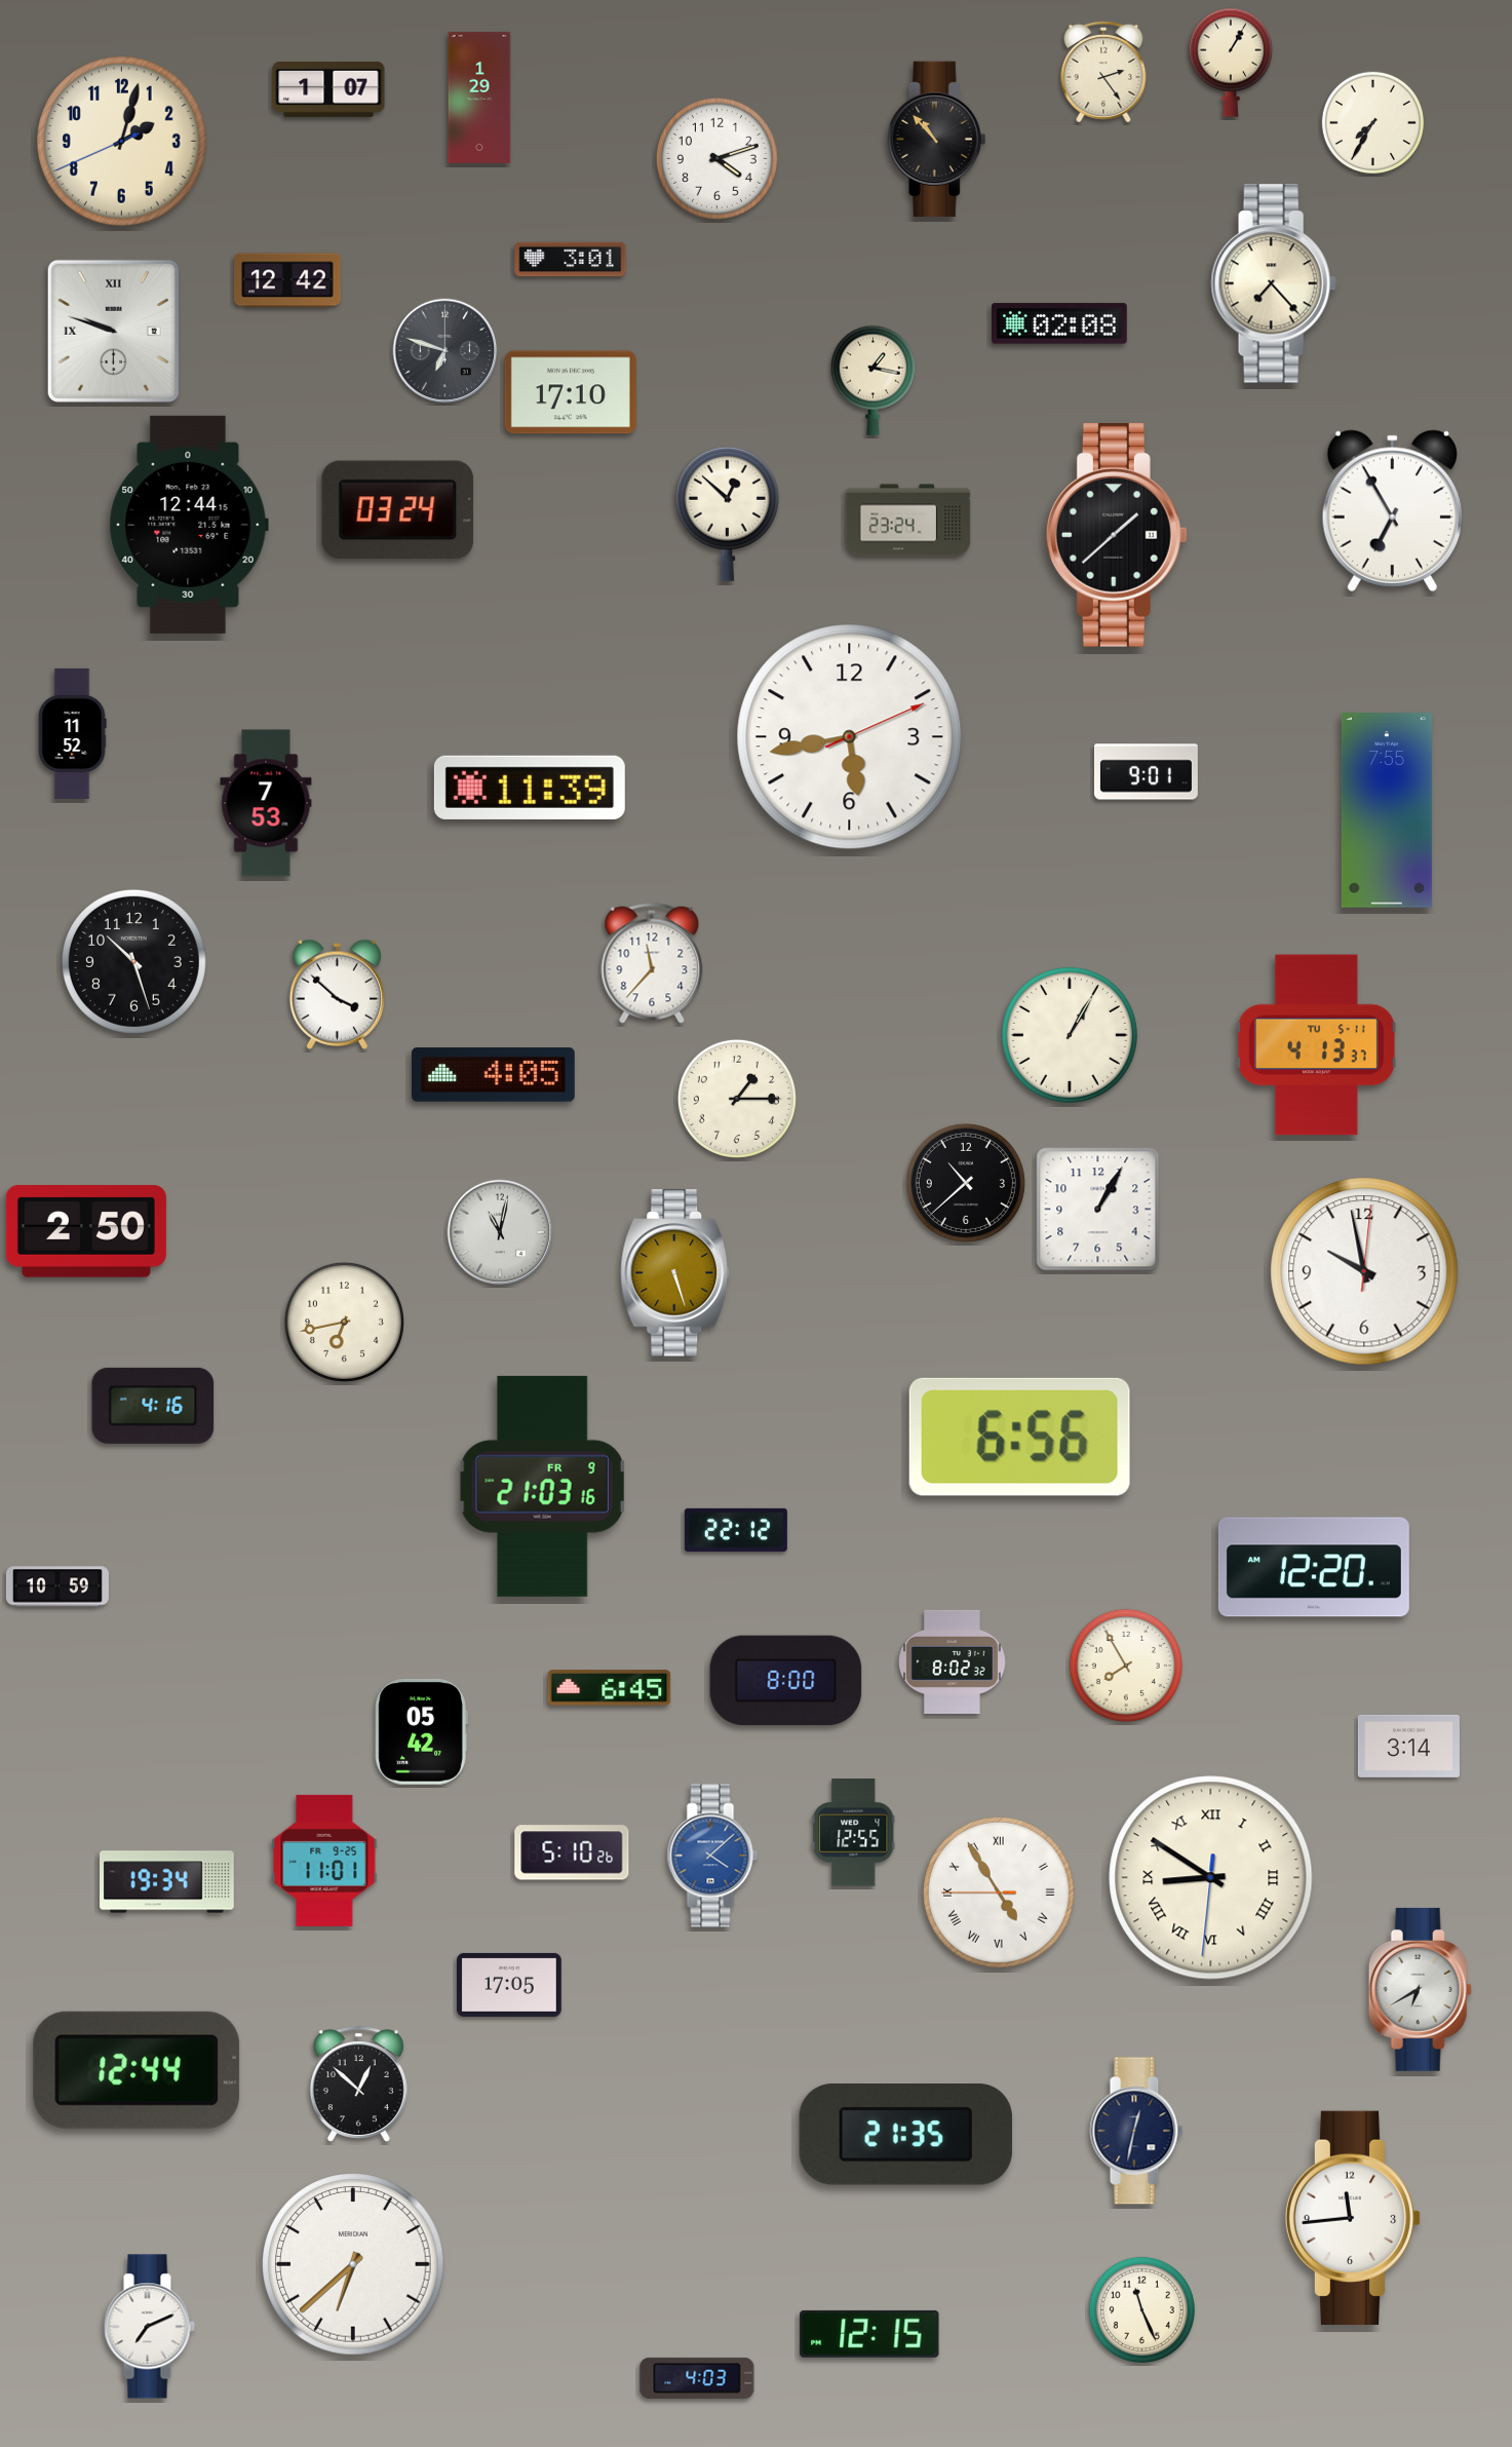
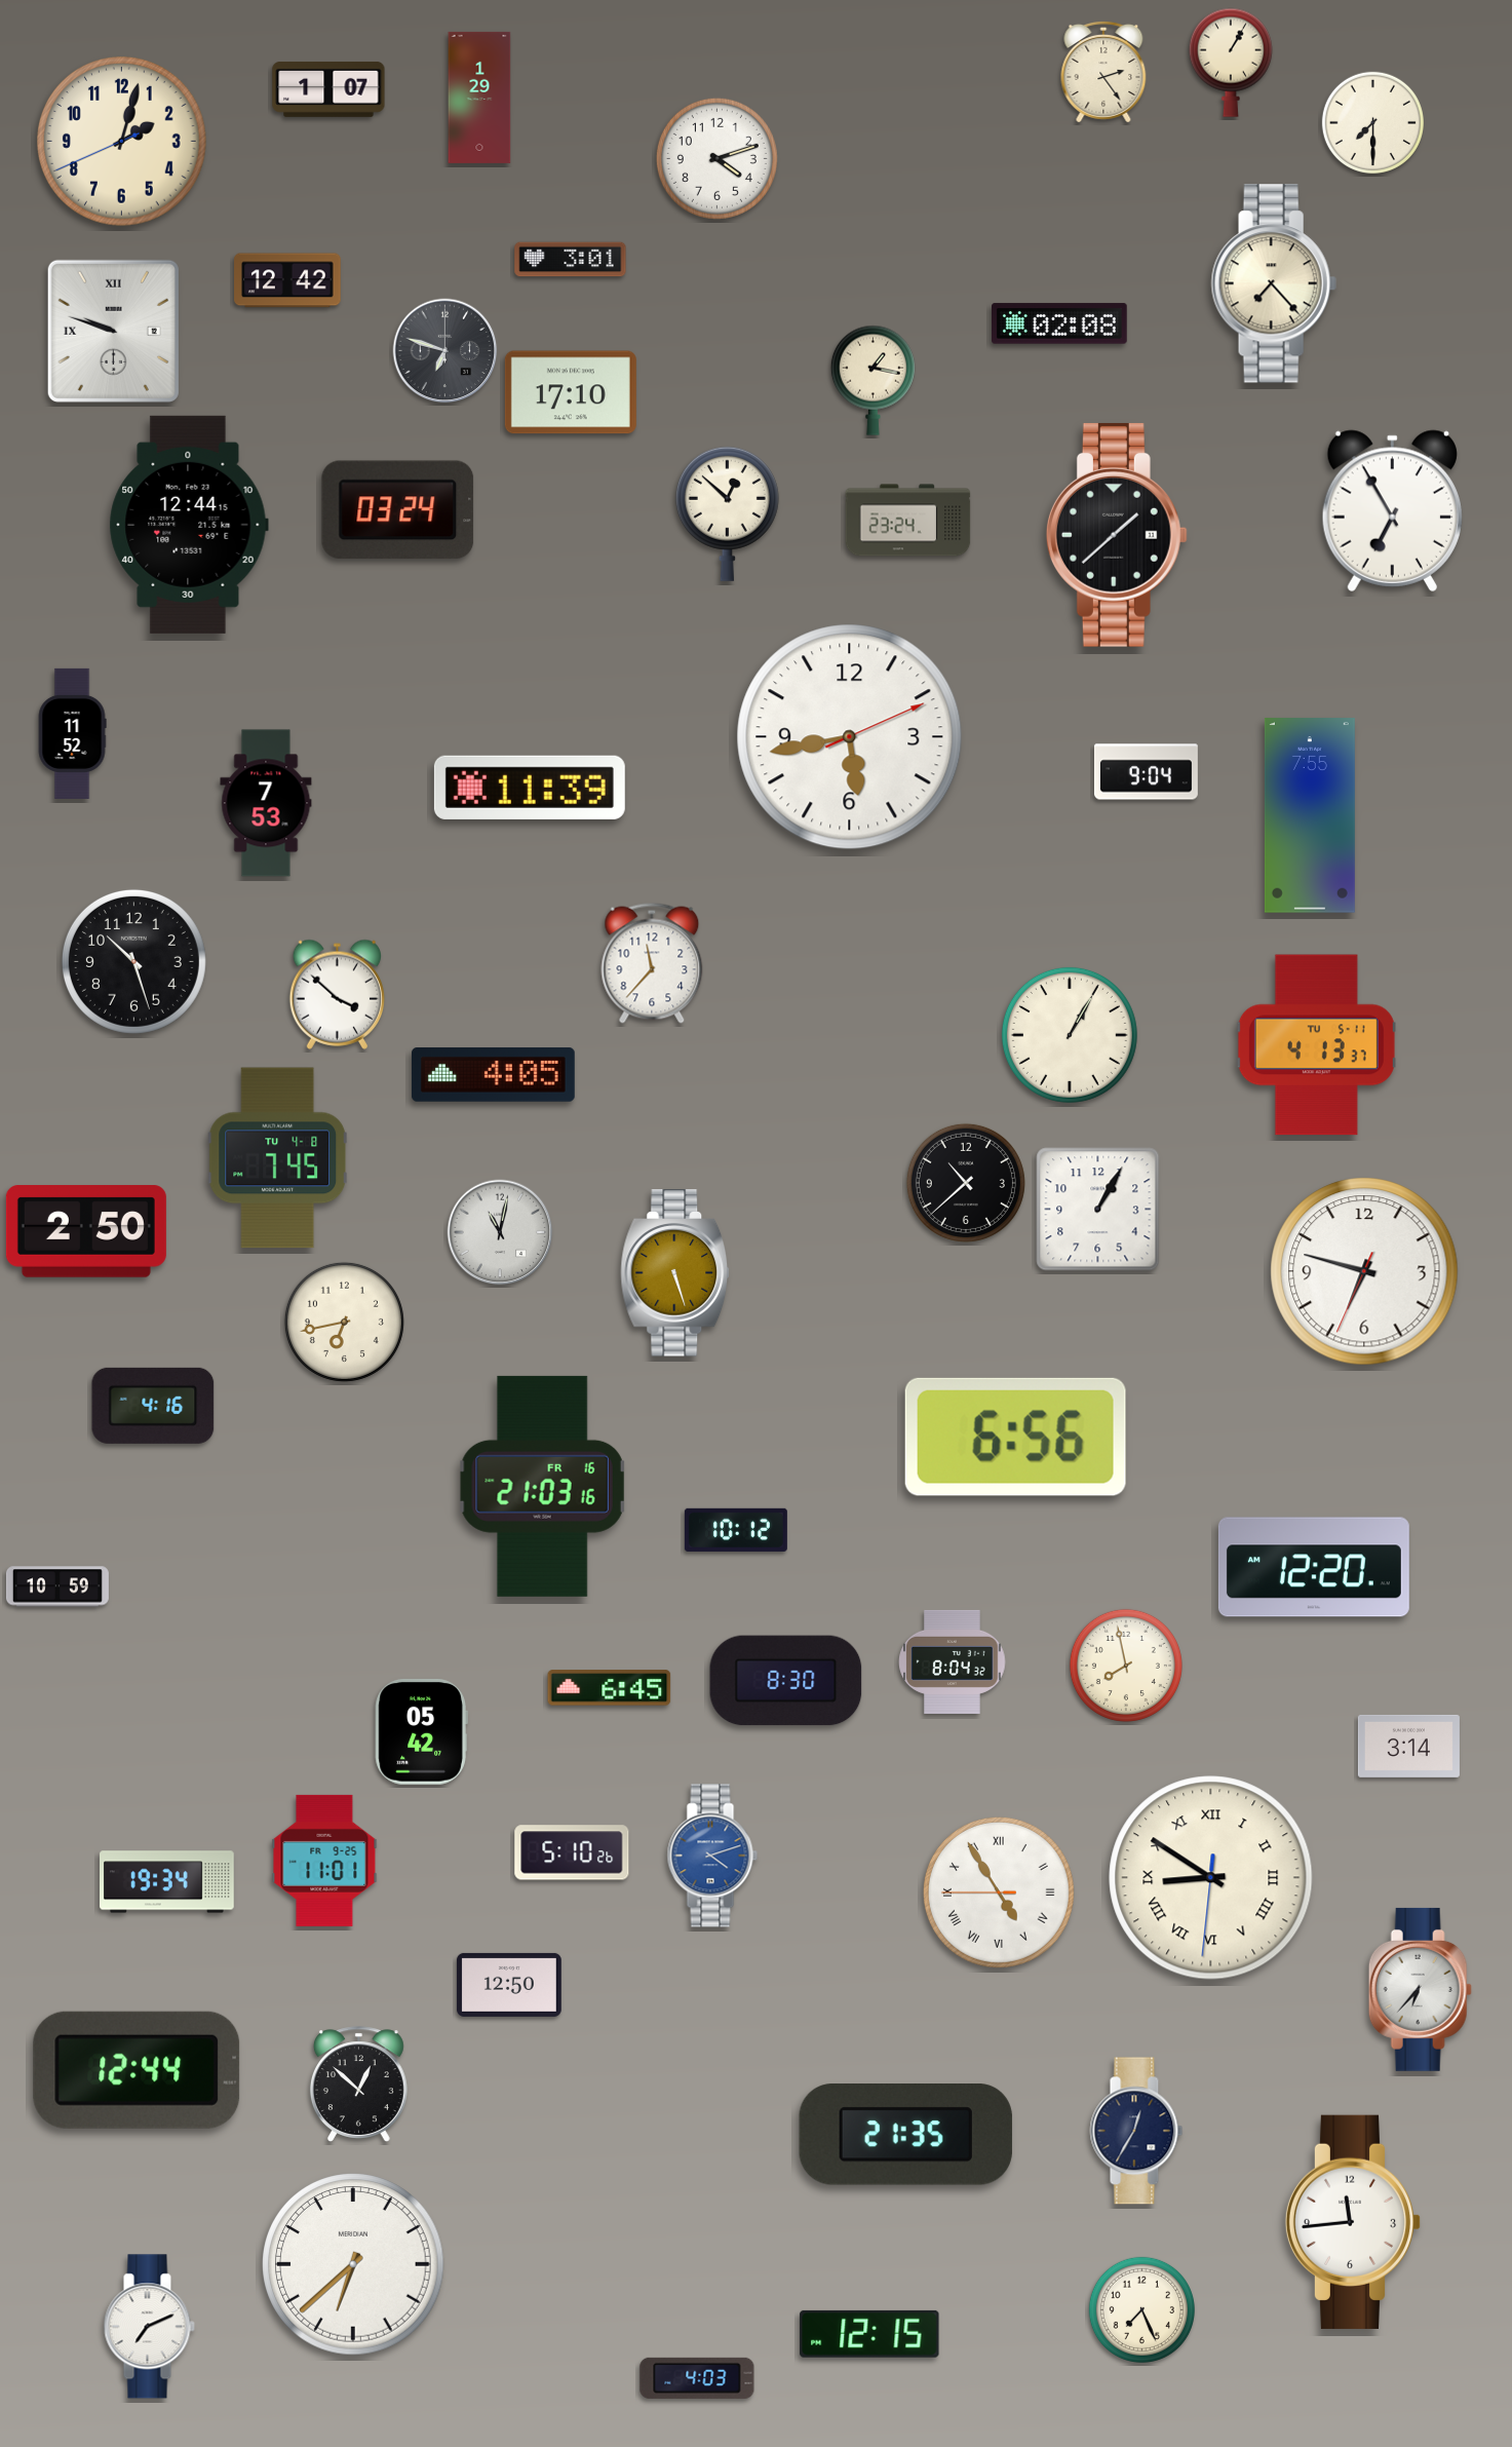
clock at (1372, 122): 7:35 -> 7:30
clock at (937, 140): 10:53 -> none
clock at (1146, 772): 9:01 -> 9:04
clock at (1387, 810) position: (1387, 810) -> (1310, 815)
clock at (737, 1099): 1:15 -> none
clock at (278, 1158): none -> 7:45
clock at (1364, 1271): 9:58 -> 6:47
clock at (1019, 1437) position: (1019, 1437) -> (1015, 1437)
clock at (543, 1486) date: FR 9 -> FR 16
clock at (736, 1530): 22:12 -> 10:12
clock at (953, 1661): 8:02 -> 8:04
clock at (1126, 1666): 7:55 -> 7:58
clock at (786, 1681): 8:00 -> 8:30
clock at (854, 1833): 12:55 -> none
clock at (712, 1856): 4:08 -> 4:12
clock at (509, 1985): 17:05 -> 12:50
clock at (1420, 1989): 6:40 -> 6:37
clock at (1136, 2131): 12:32 -> 12:35
clock at (1353, 2218) position: (1353, 2218) -> (1353, 2222)
clock at (1141, 2309): 11:26 -> 7:26
